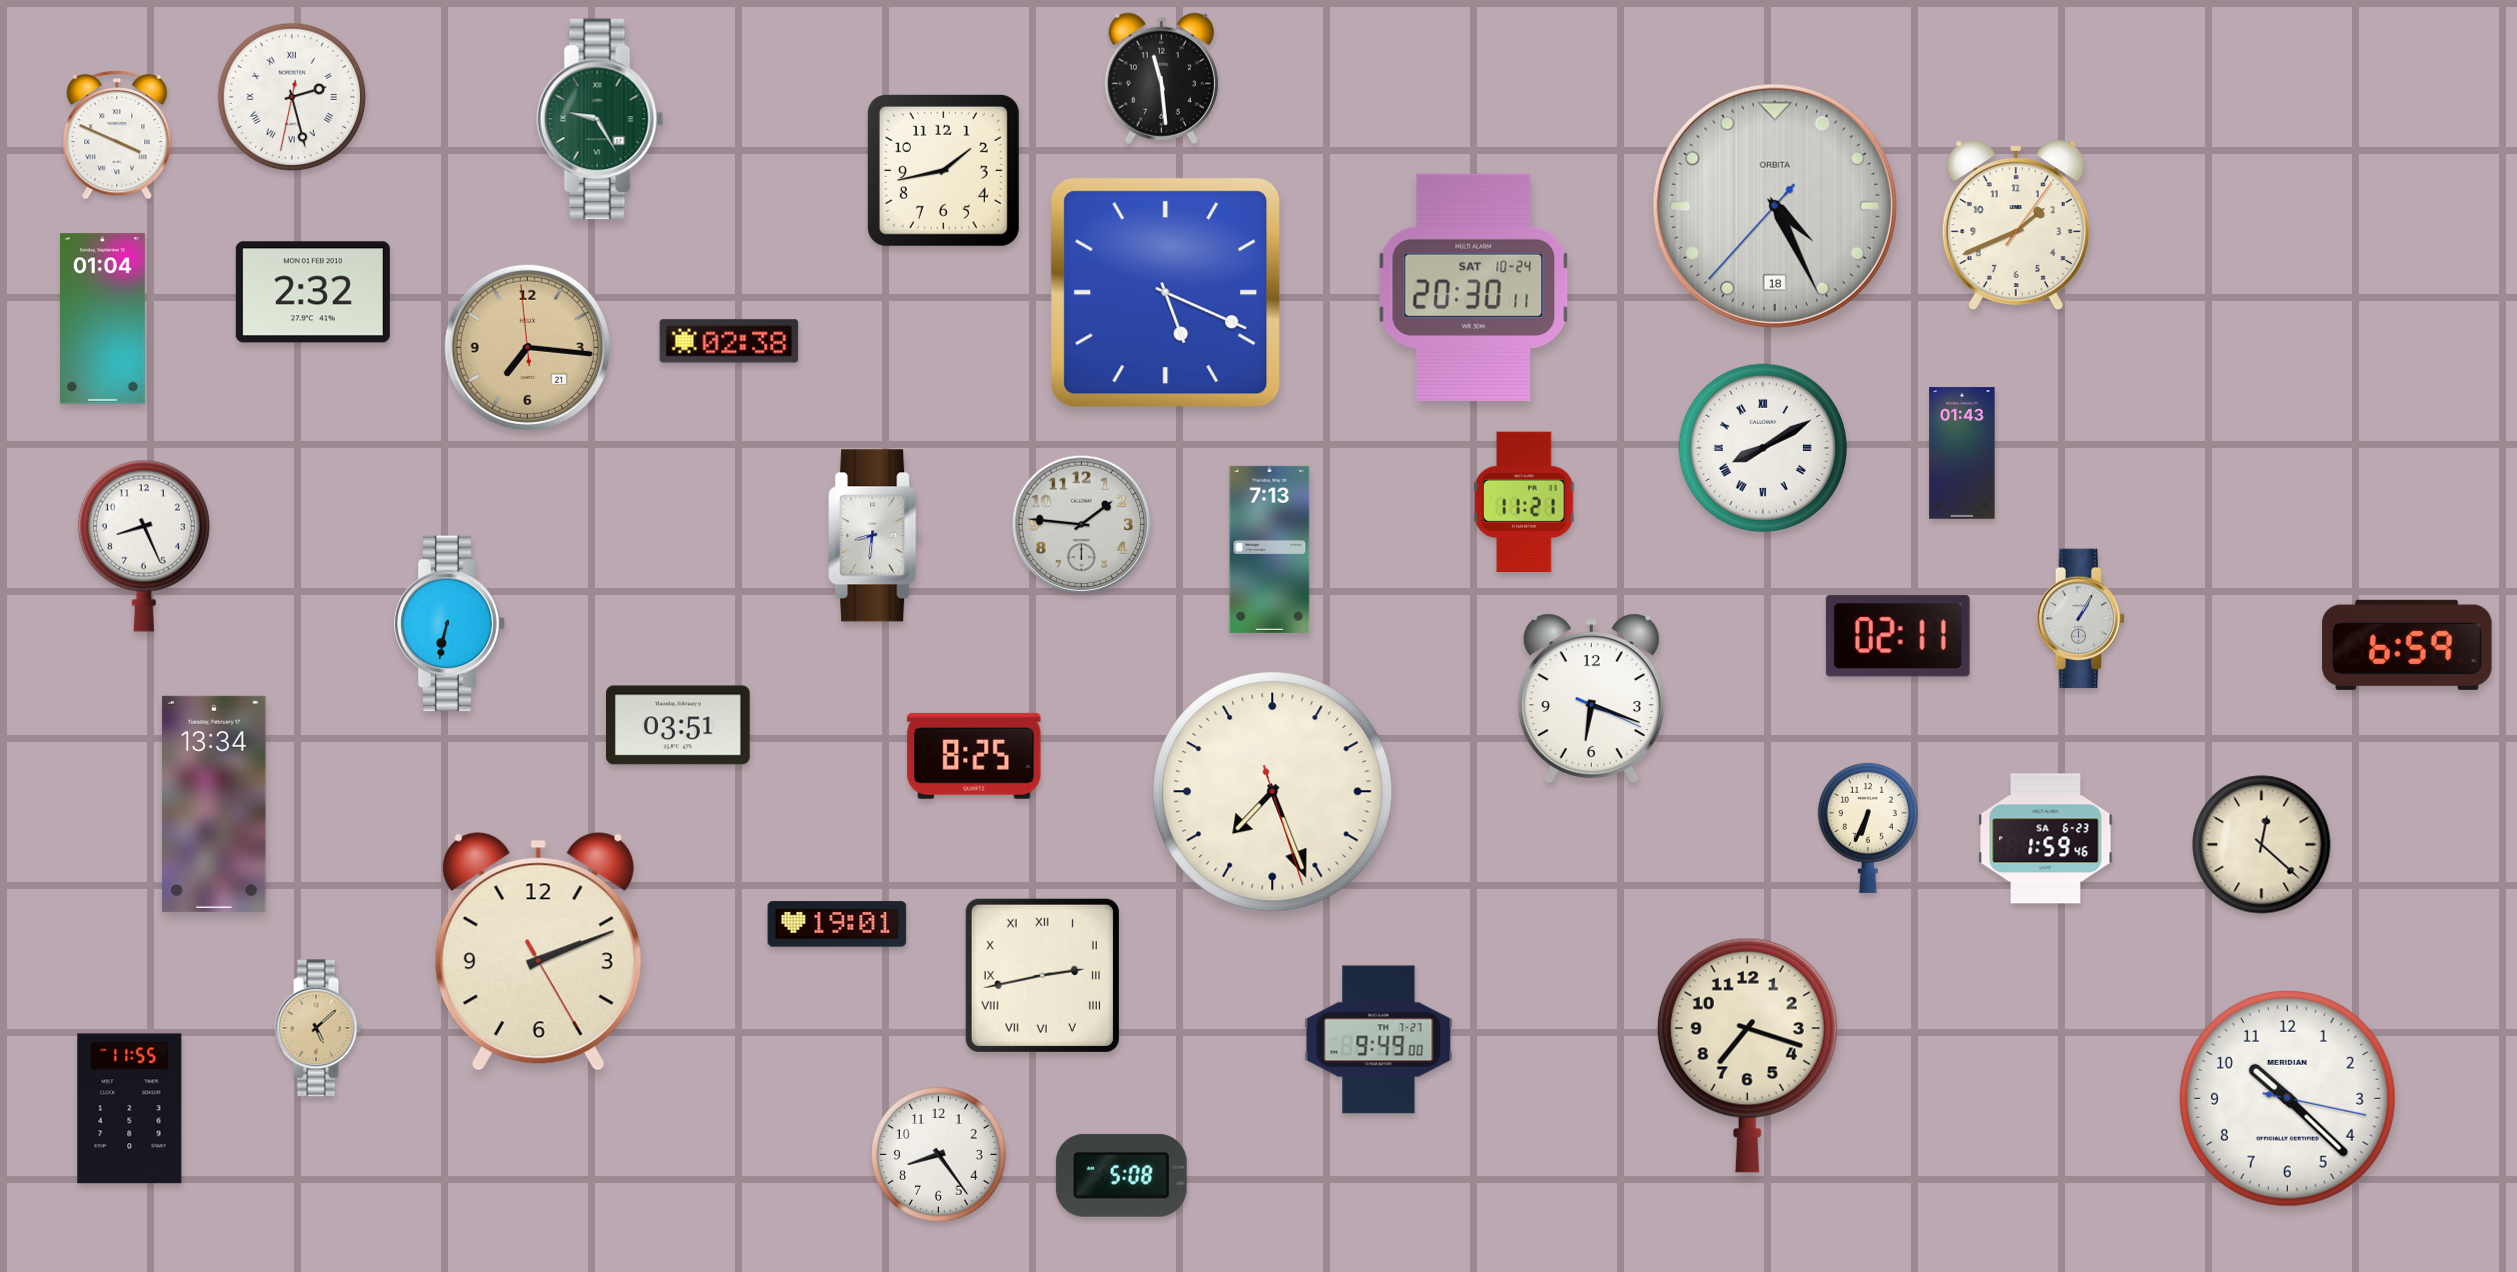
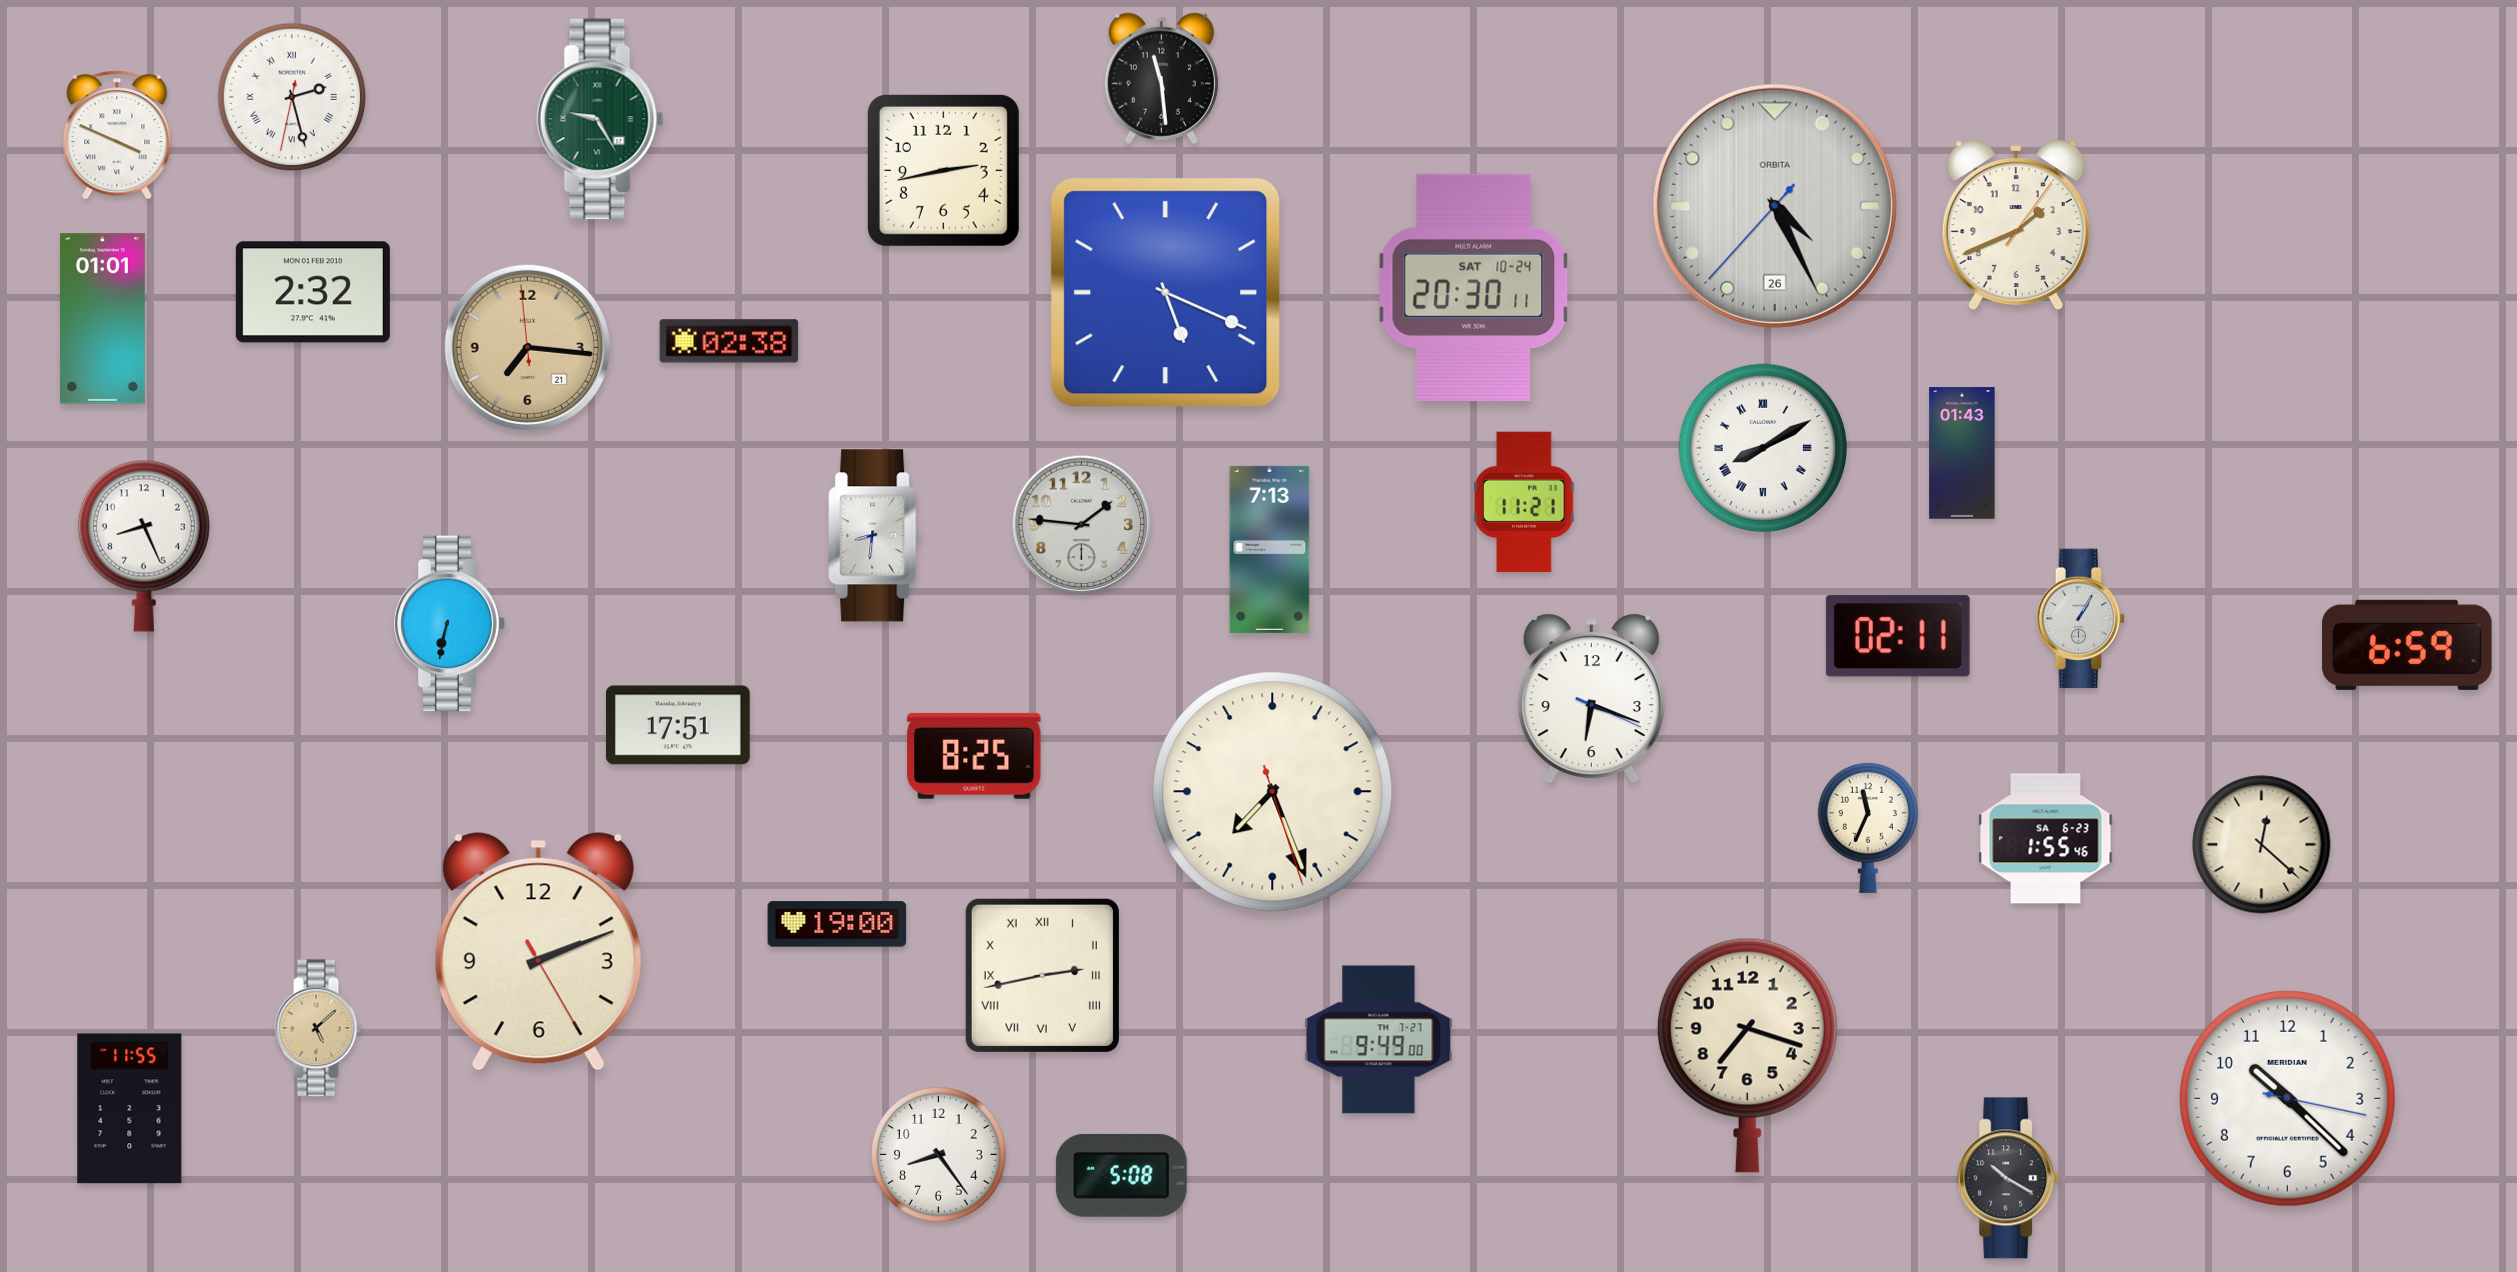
clock at (943, 170): 1:43 -> 2:43
clock at (1775, 206) date: 18 -> 26
clock at (102, 319): 01:04 -> 01:01
clock at (679, 725): 03:51 -> 17:51
clock at (214, 804): 13:34 -> none
clock at (1868, 828): 6:34 -> 11:34
clock at (2046, 839): 1:59 -> 1:55
clock at (837, 924): 19:01 -> 19:00
clock at (2009, 1178): none -> 10:20
